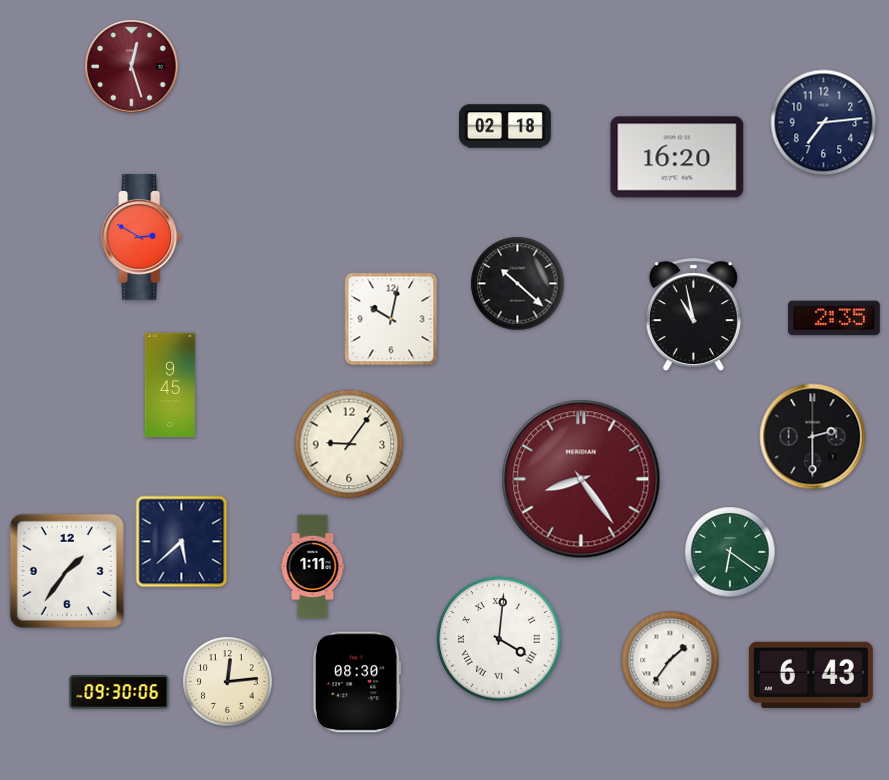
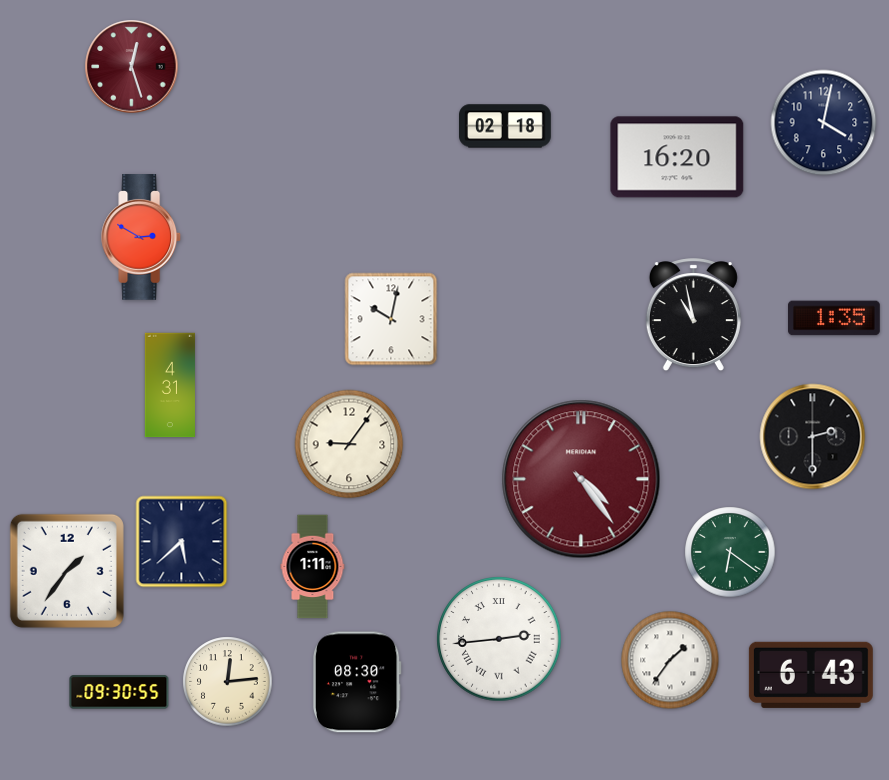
clock at (824, 123): 7:14 -> 4:02
clock at (518, 284): 10:22 -> none
clock at (835, 318): 2:35 -> 1:35
clock at (169, 385): 9:45 -> 4:31
clock at (581, 479): 8:24 -> 4:24
clock at (499, 639): 4:01 -> 2:44
clock at (119, 692): 09:30:06 -> 09:30:55
